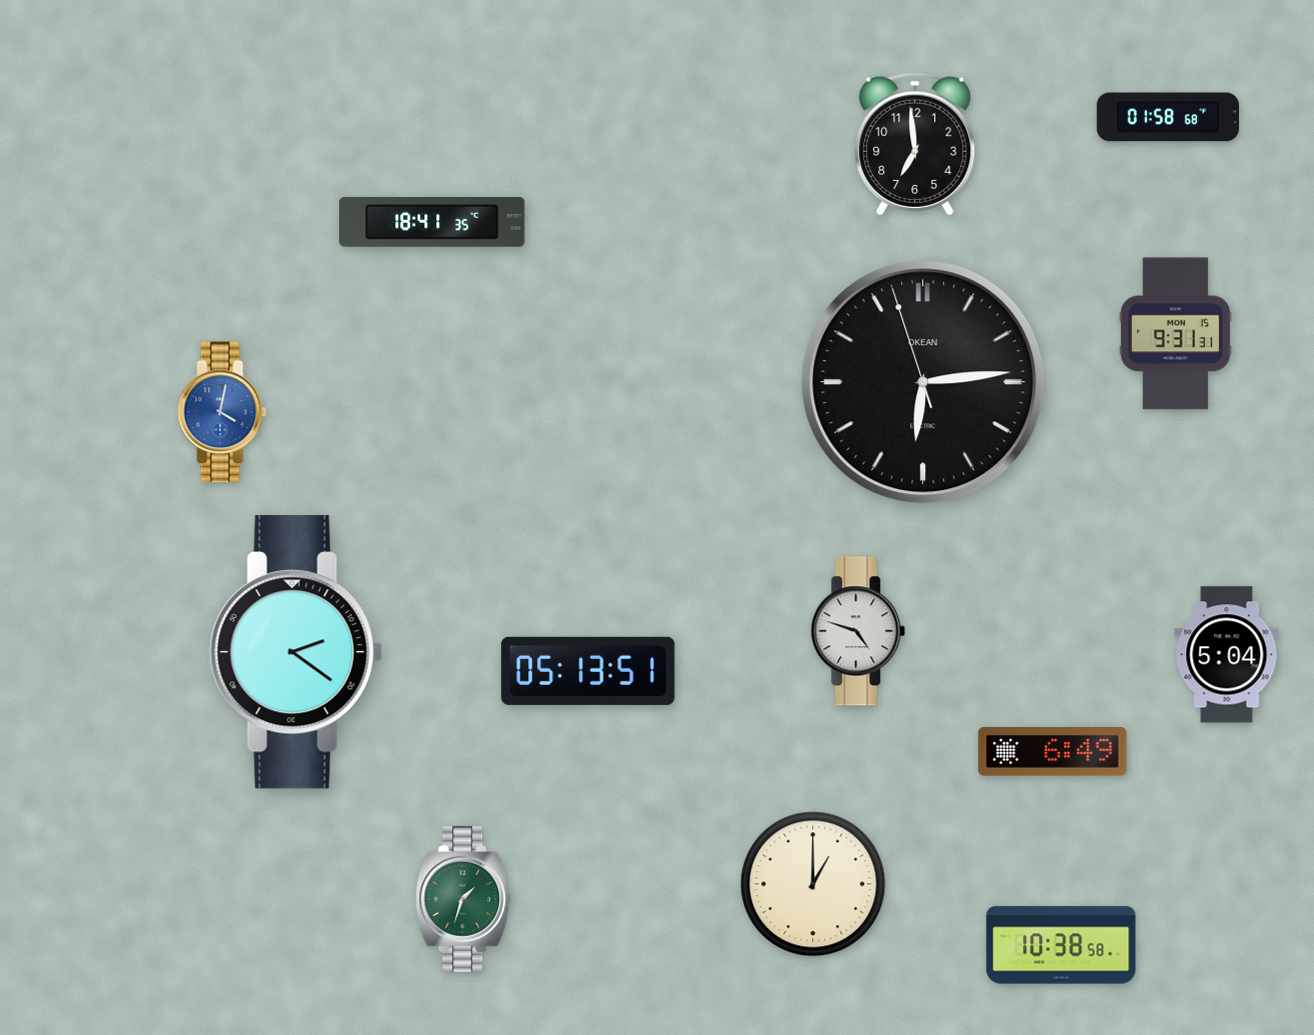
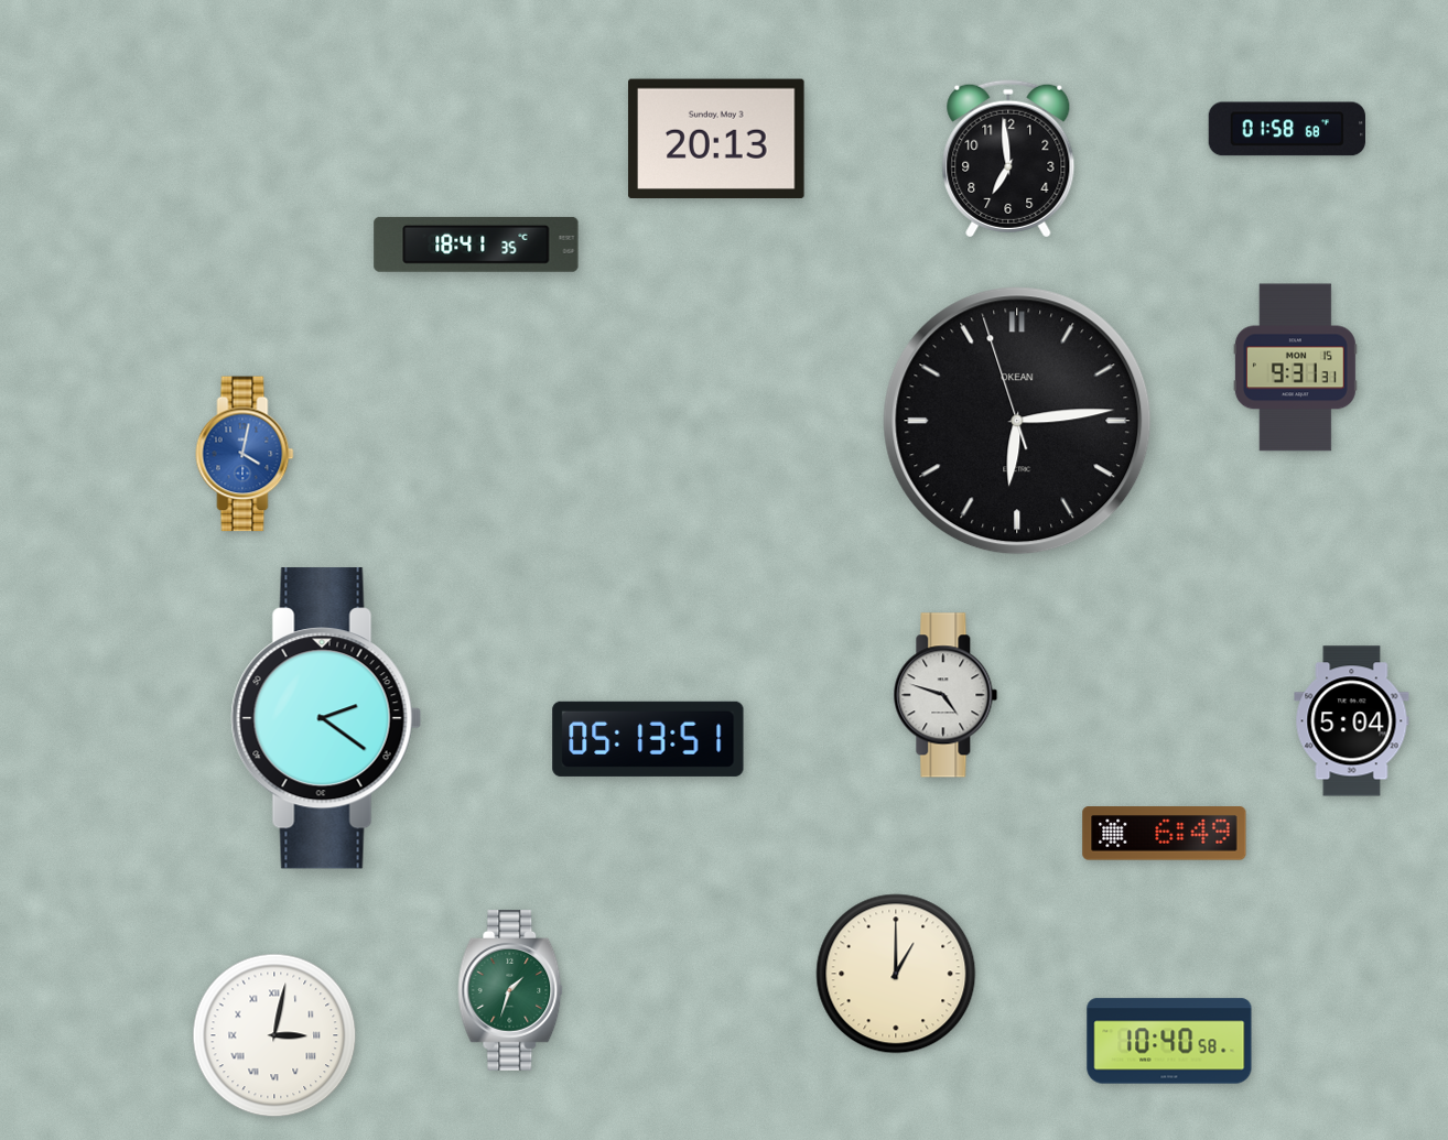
clock at (716, 138): none -> 20:13
clock at (1053, 752) position: (1053, 752) -> (1165, 834)
clock at (274, 1035): none -> 3:02
clock at (1061, 945): 10:38 -> 10:40
